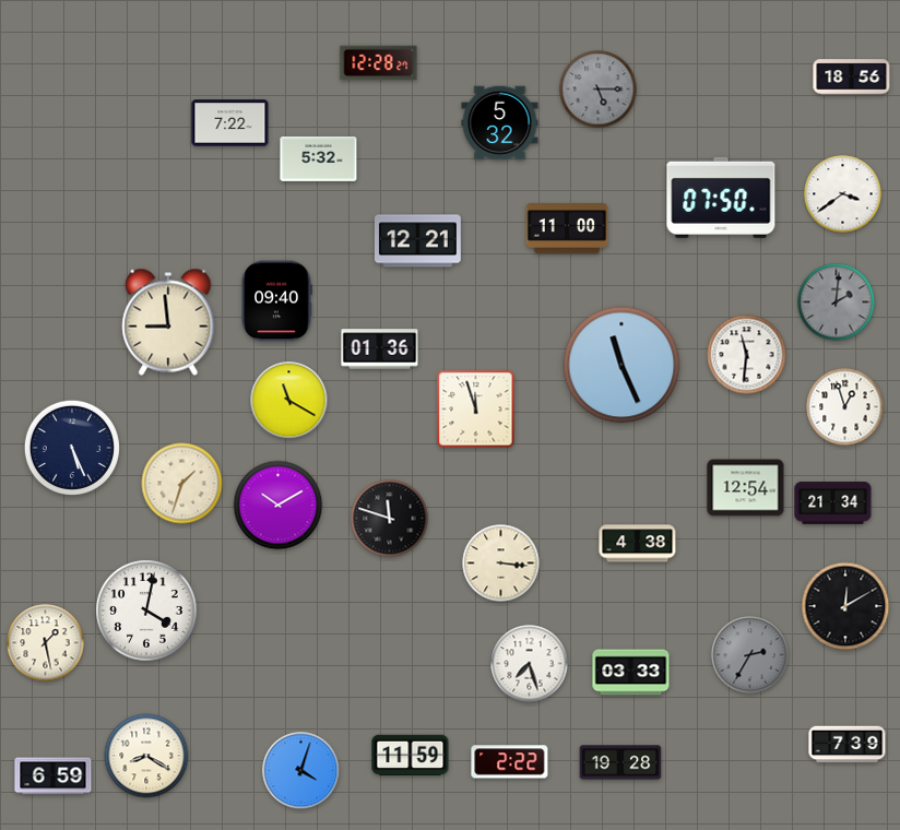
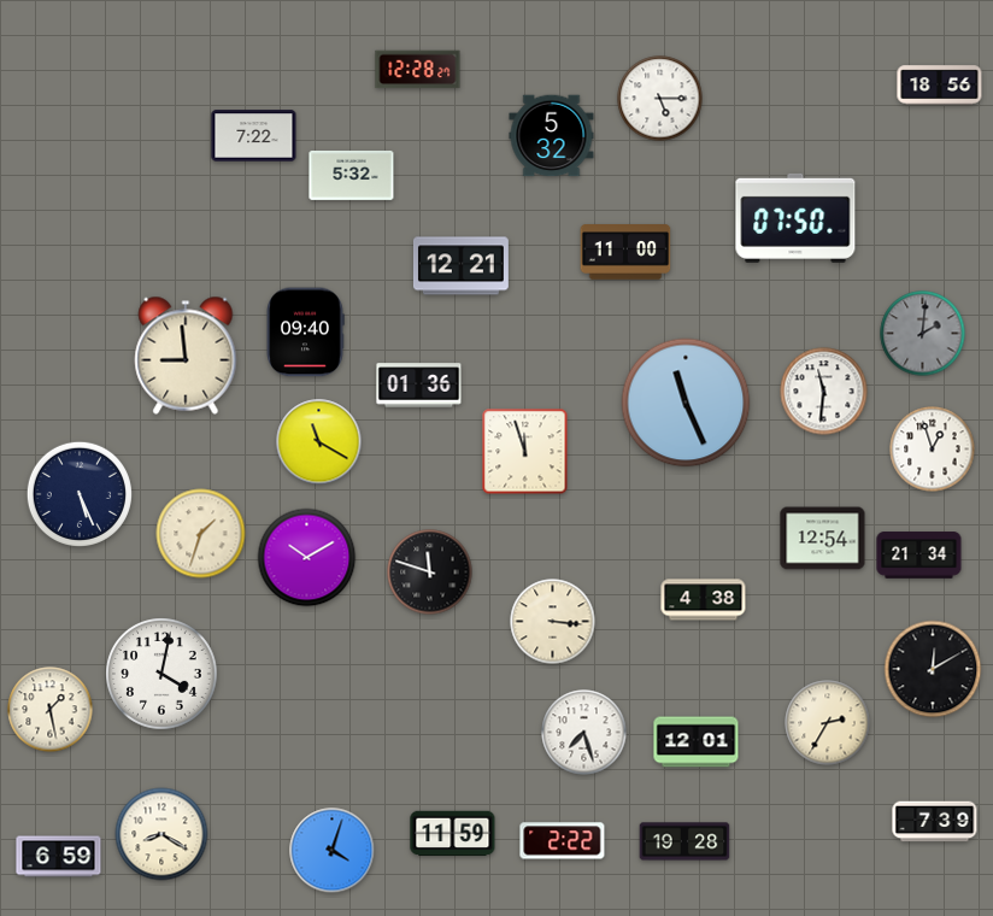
clock at (599, 90) dial: grey -> white
clock at (843, 194): 3:39 -> none
clock at (750, 655) dial: grey -> cream
clock at (631, 673): 03:33 -> 12:01
